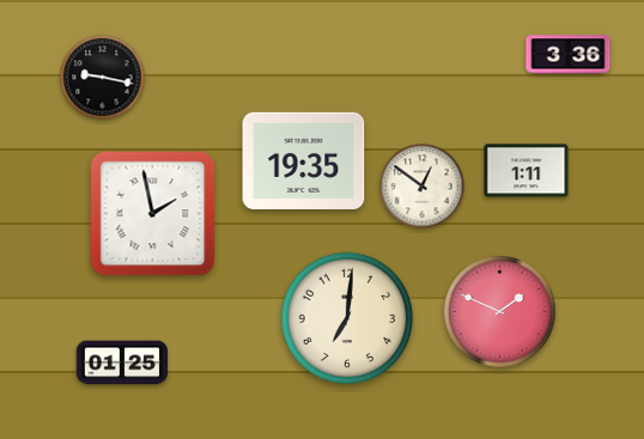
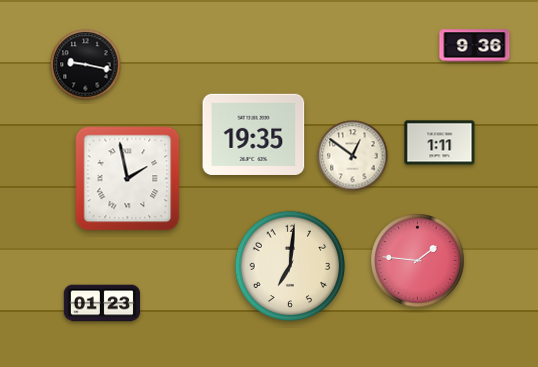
clock at (569, 55): 3:36 -> 9:36
clock at (500, 312): 1:49 -> 1:46
clock at (122, 362): 01:25 -> 01:23
